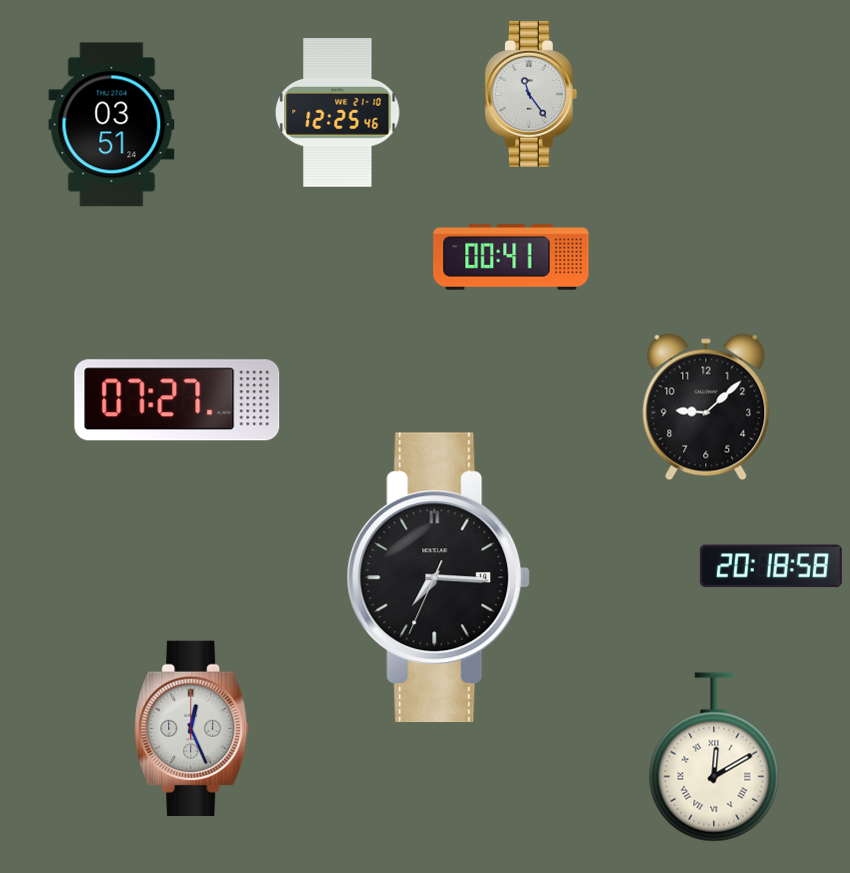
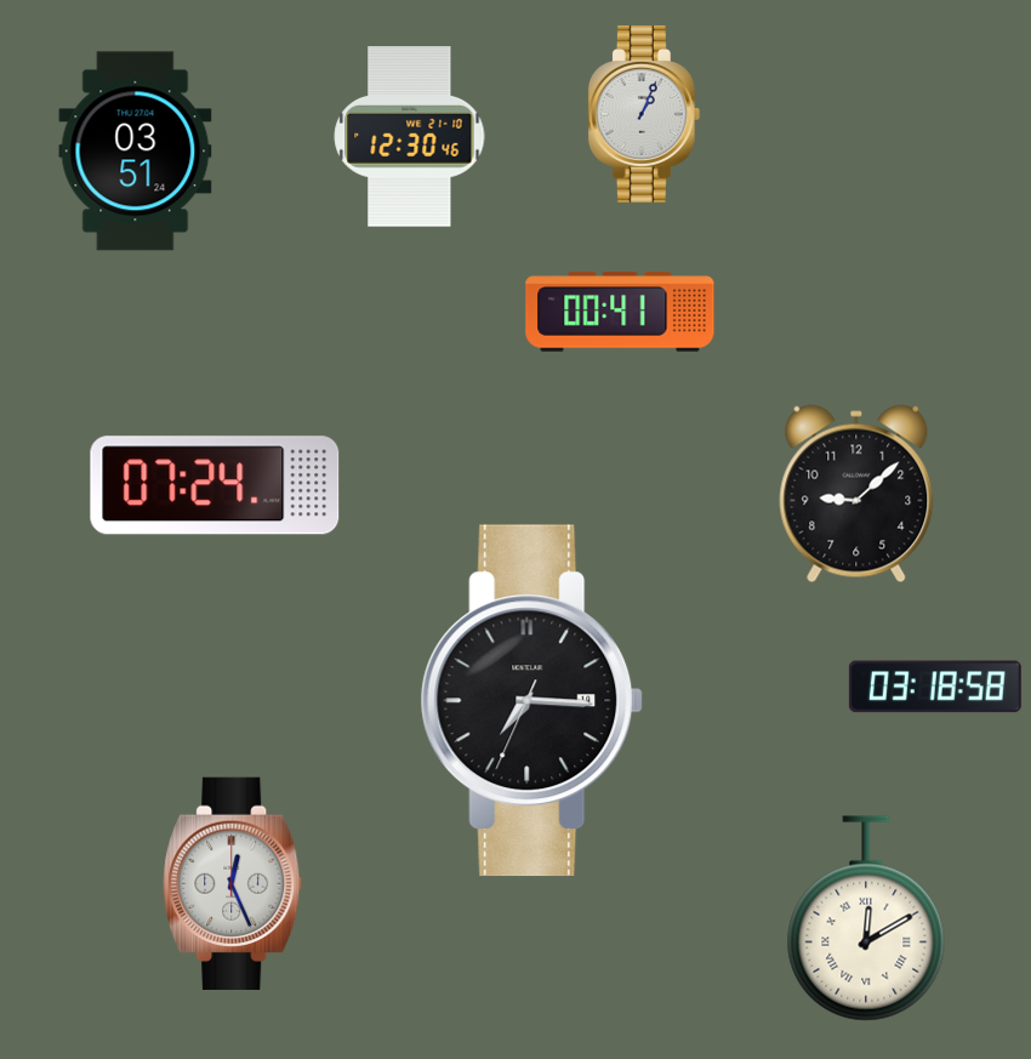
clock at (531, 94): 11:24 -> 1:04
clock at (338, 113): 12:25 -> 12:30
clock at (177, 400): 07:27 -> 07:24
clock at (771, 566): 20:18 -> 03:18
